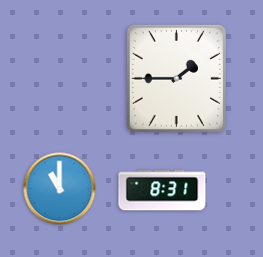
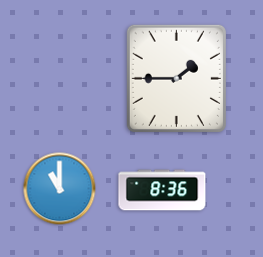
clock at (162, 190): 8:31 -> 8:36
